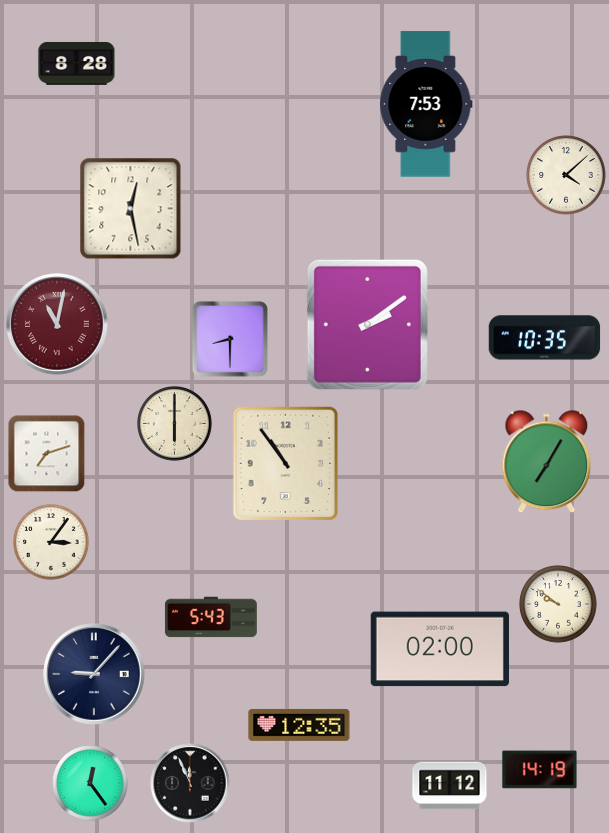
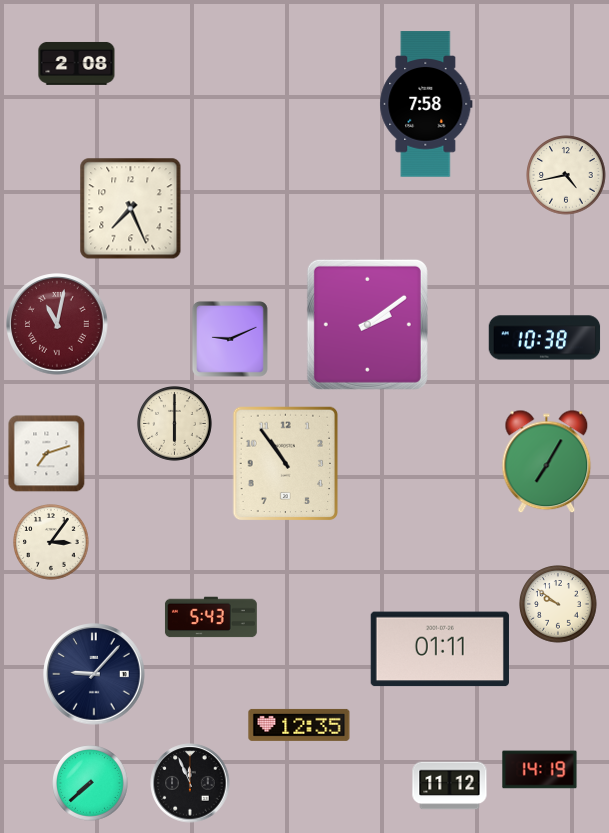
clock at (77, 63): 8:28 -> 2:08
clock at (426, 104): 7:53 -> 7:58
clock at (566, 175): 4:08 -> 4:43
clock at (131, 209): 12:28 -> 7:26
clock at (545, 338): 10:35 -> 10:38
clock at (230, 339): 8:30 -> 9:11
clock at (440, 649): 02:00 -> 01:11
clock at (91, 784): 12:24 -> 7:38
